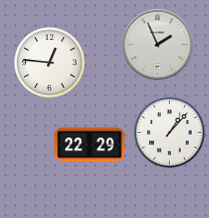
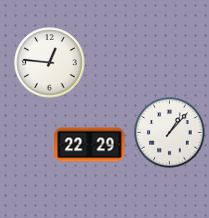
clock at (158, 45): 1:56 -> none
